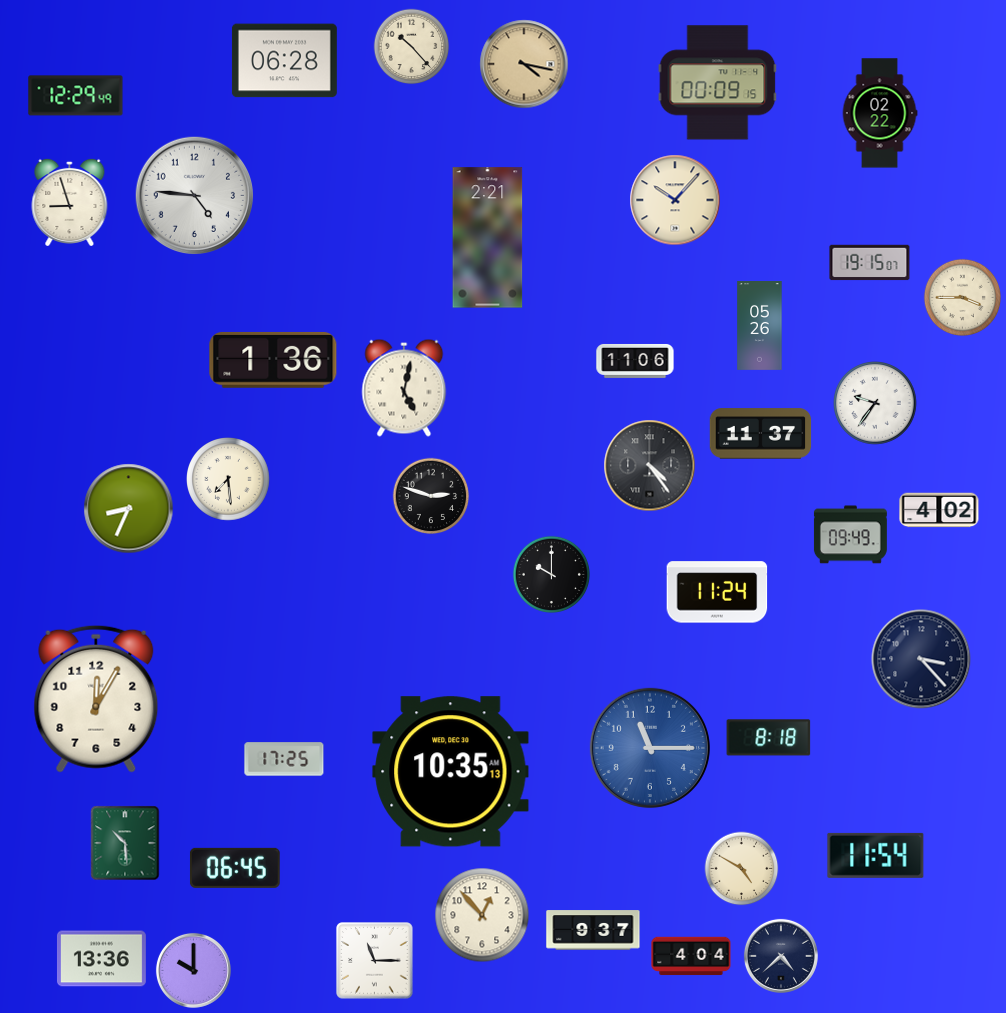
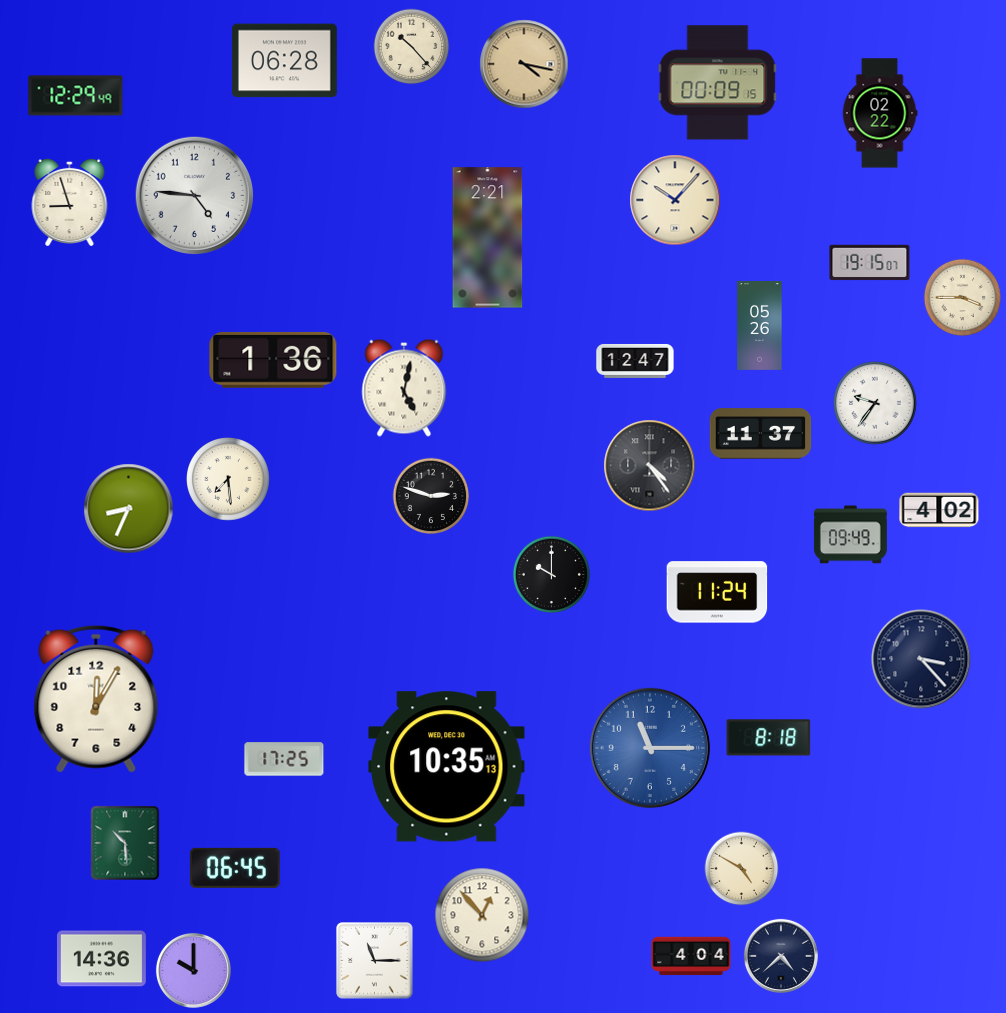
clock at (635, 361): 11:06 -> 12:47
clock at (451, 772) position: (451, 772) -> (447, 767)
clock at (876, 855): 11:54 -> none
clock at (593, 930): 9:37 -> none
clock at (101, 959): 13:36 -> 14:36
